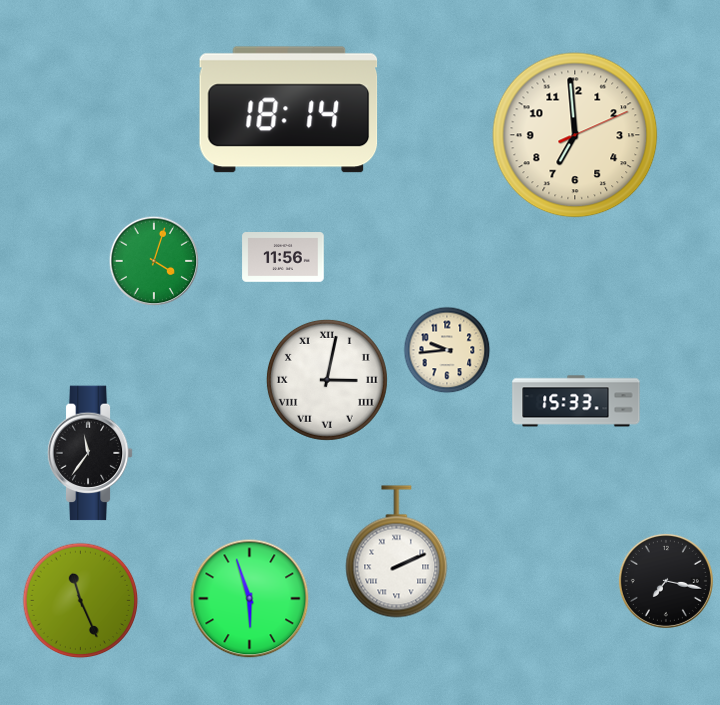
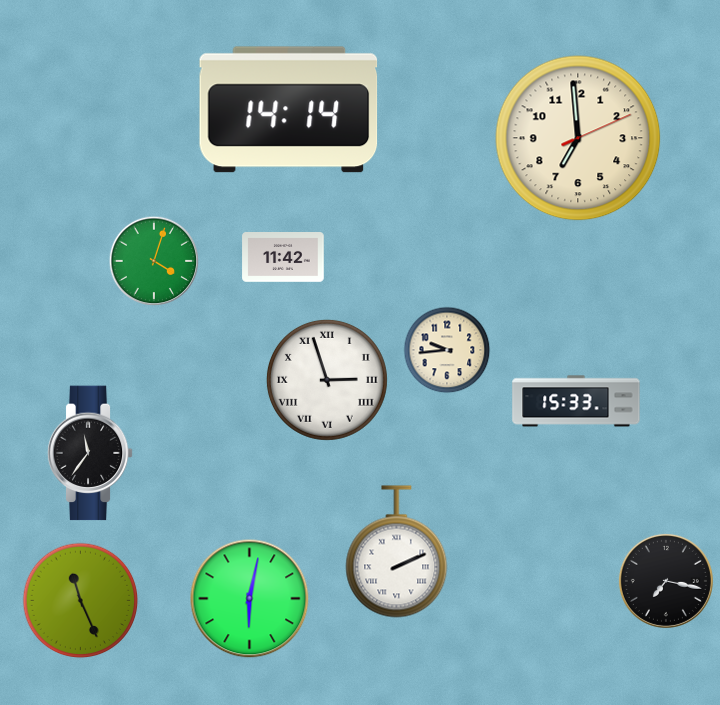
clock at (289, 110): 18:14 -> 14:14
clock at (575, 135) position: (575, 135) -> (578, 138)
clock at (283, 258): 11:56 -> 11:42
clock at (327, 380): 3:02 -> 2:57
clock at (250, 599): 5:57 -> 6:02
